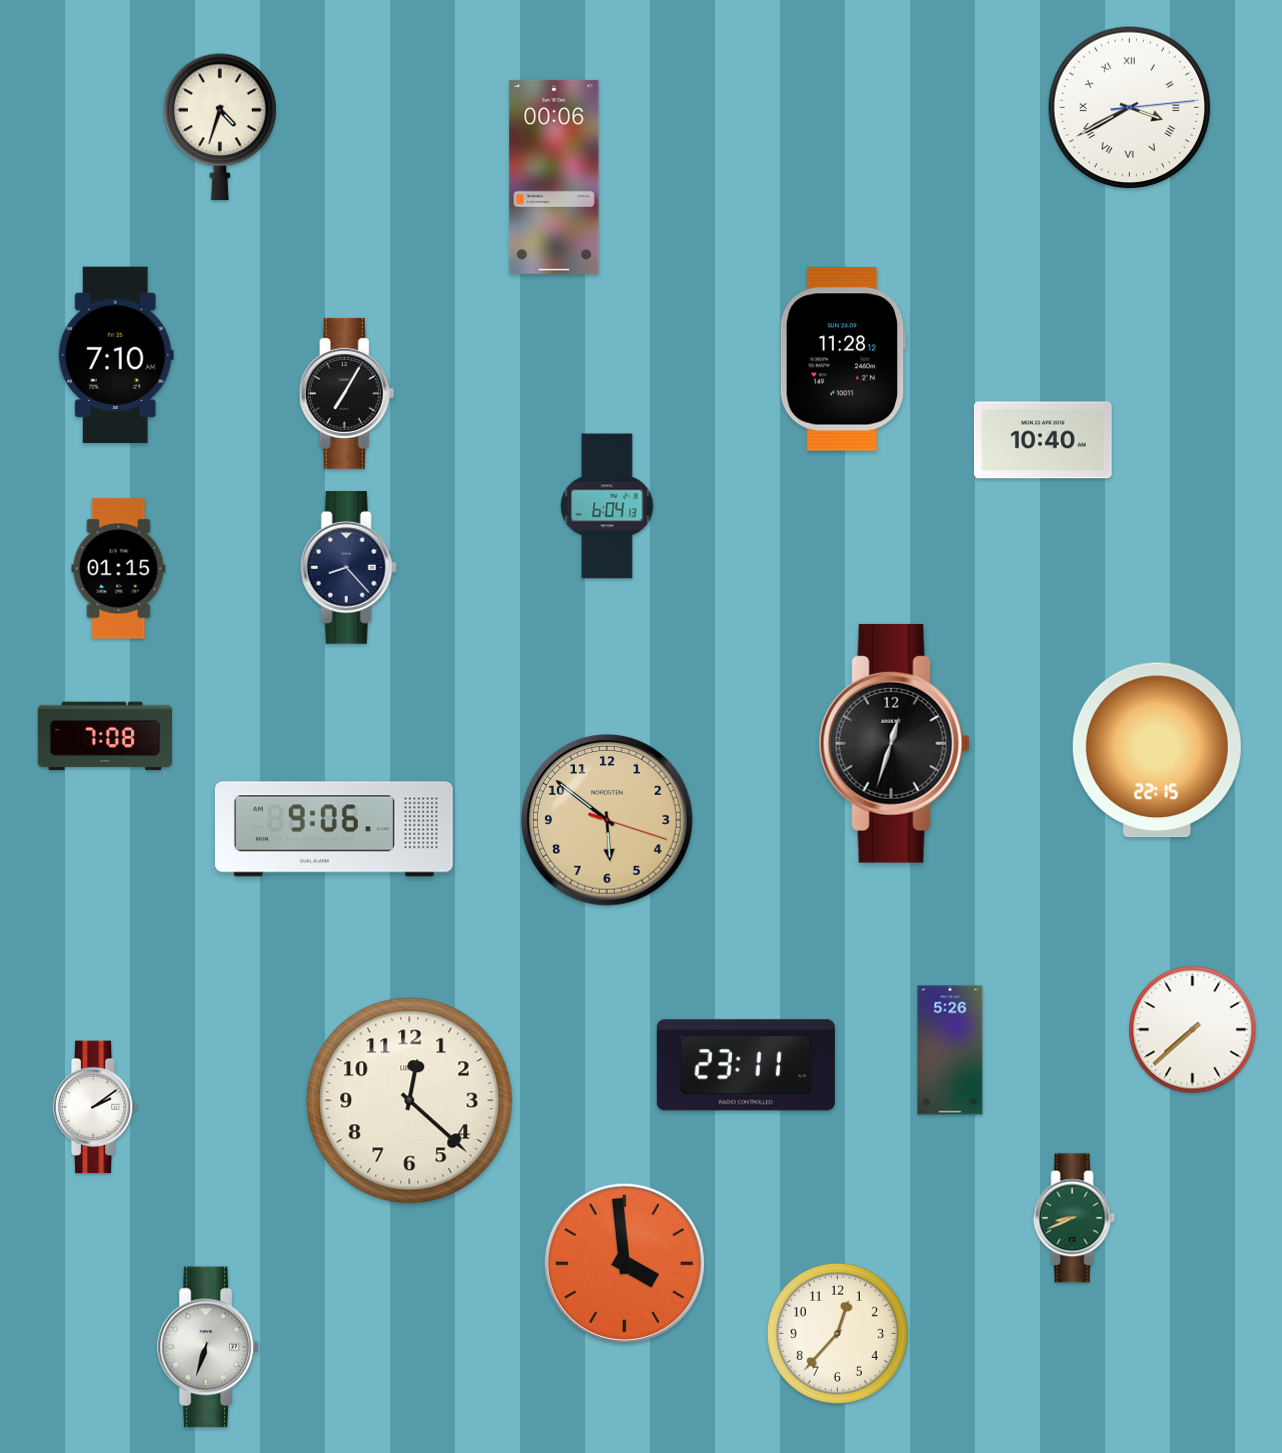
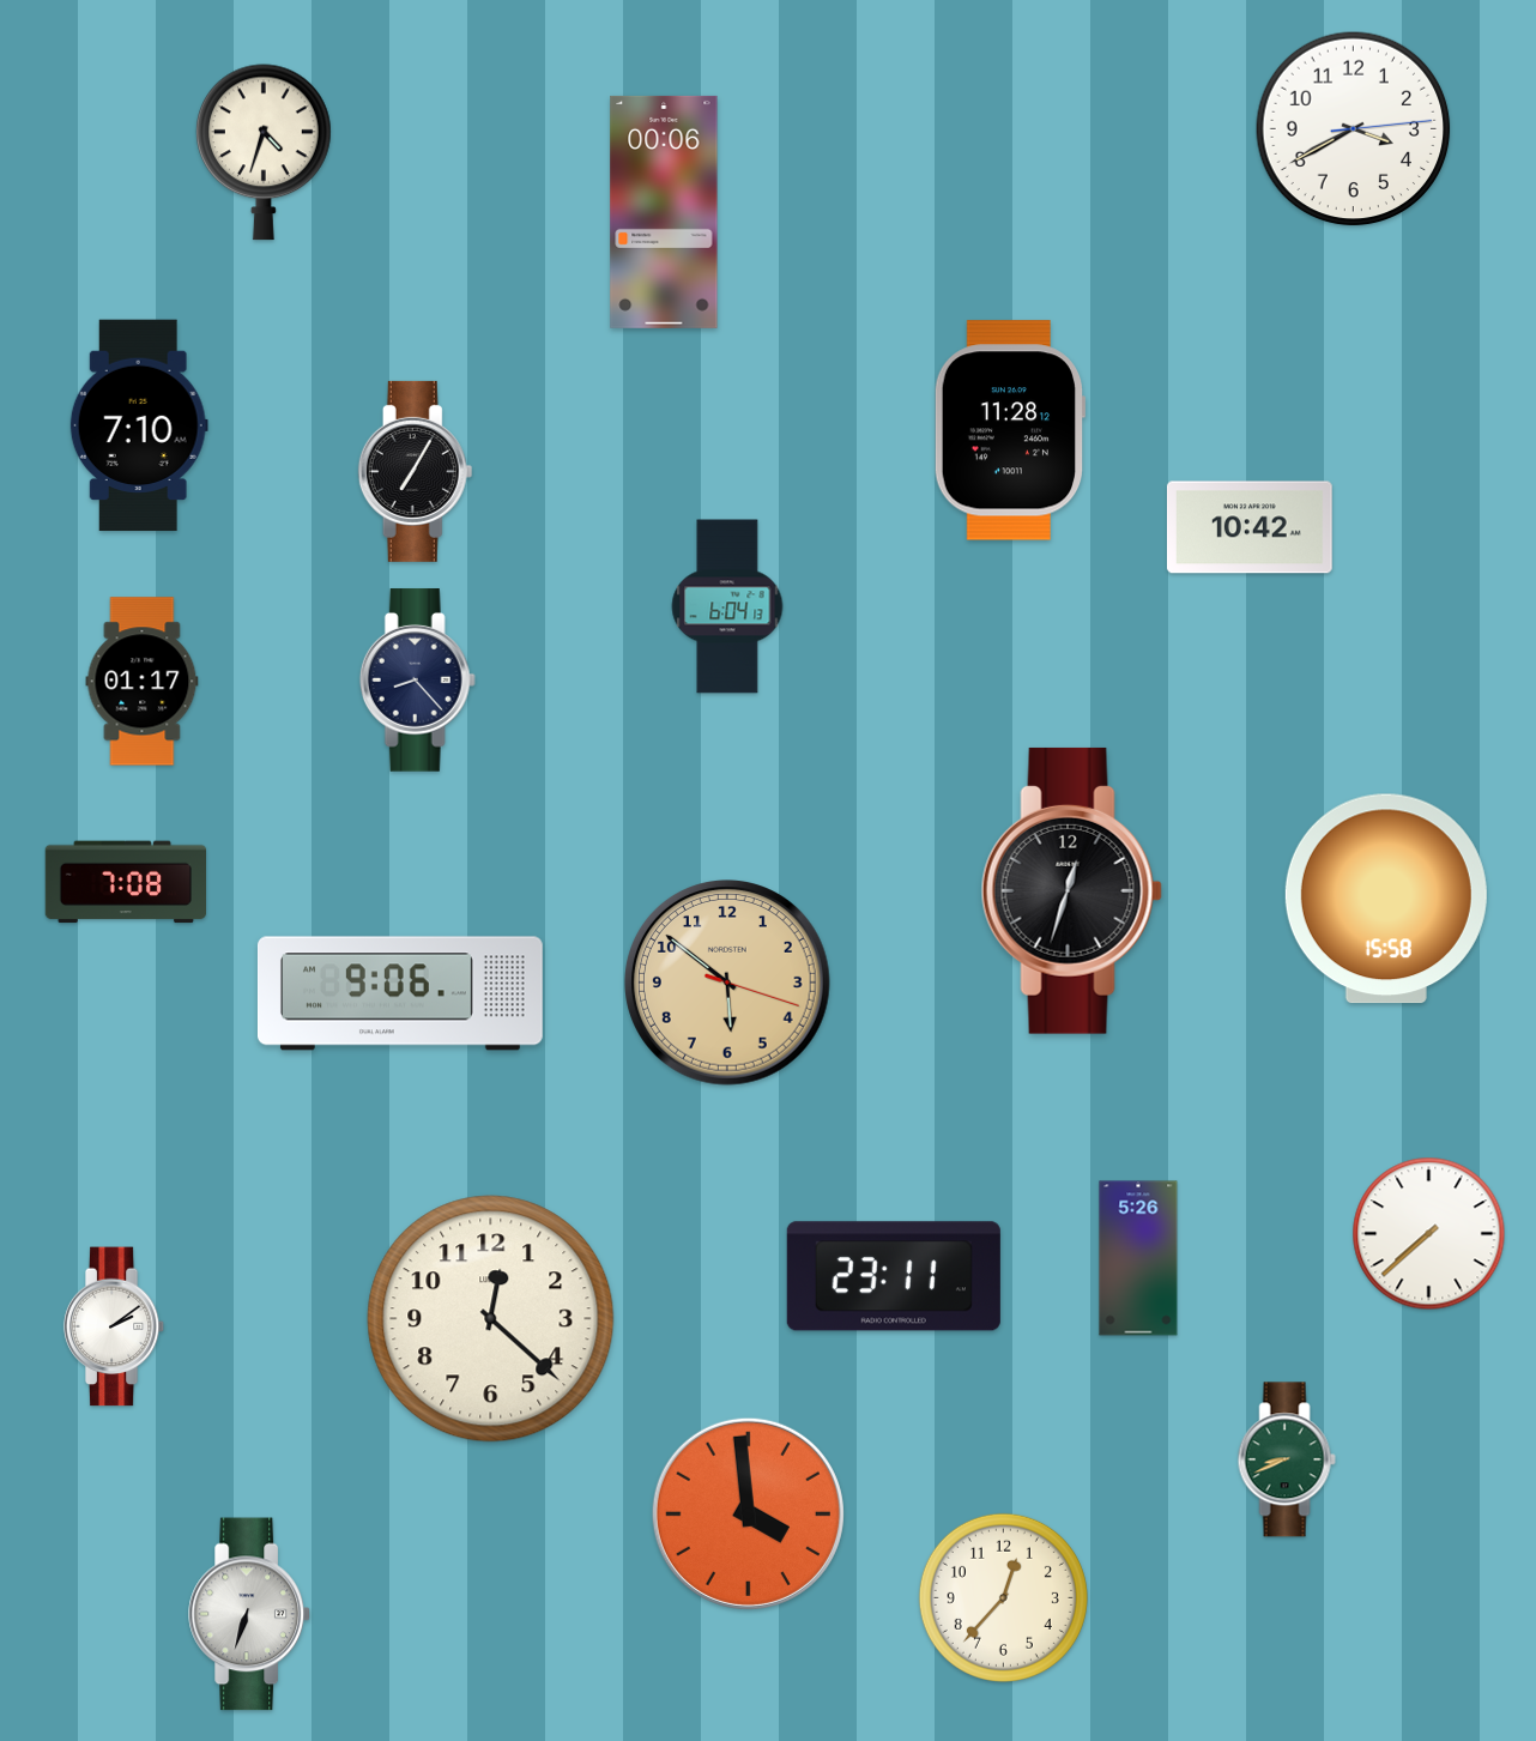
clock at (1130, 108) numerals: Roman -> Arabic
clock at (1043, 440): 10:40 -> 10:42
clock at (119, 569): 01:15 -> 01:17
clock at (1157, 750): 22:15 -> 15:58
